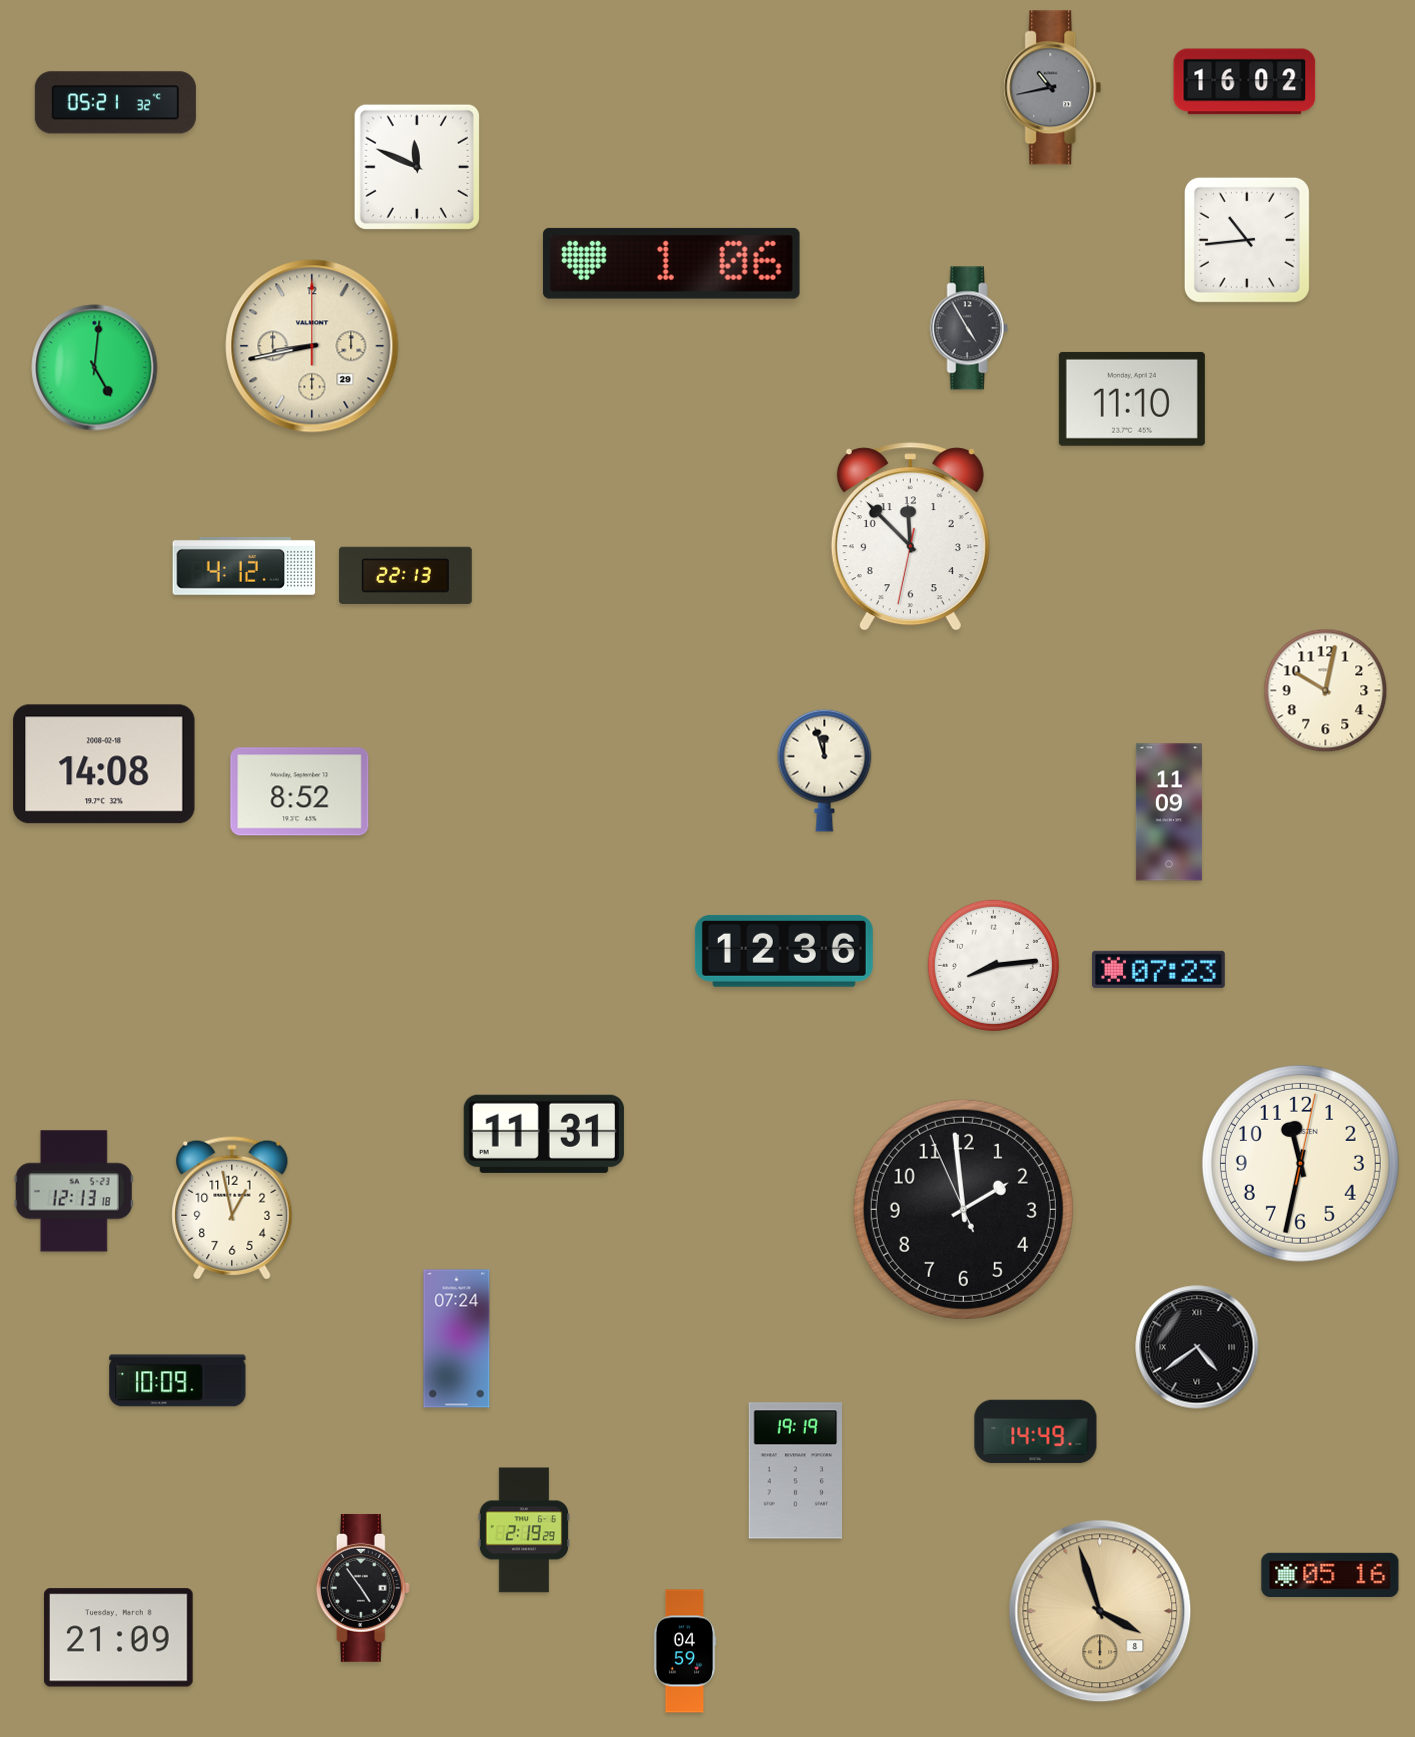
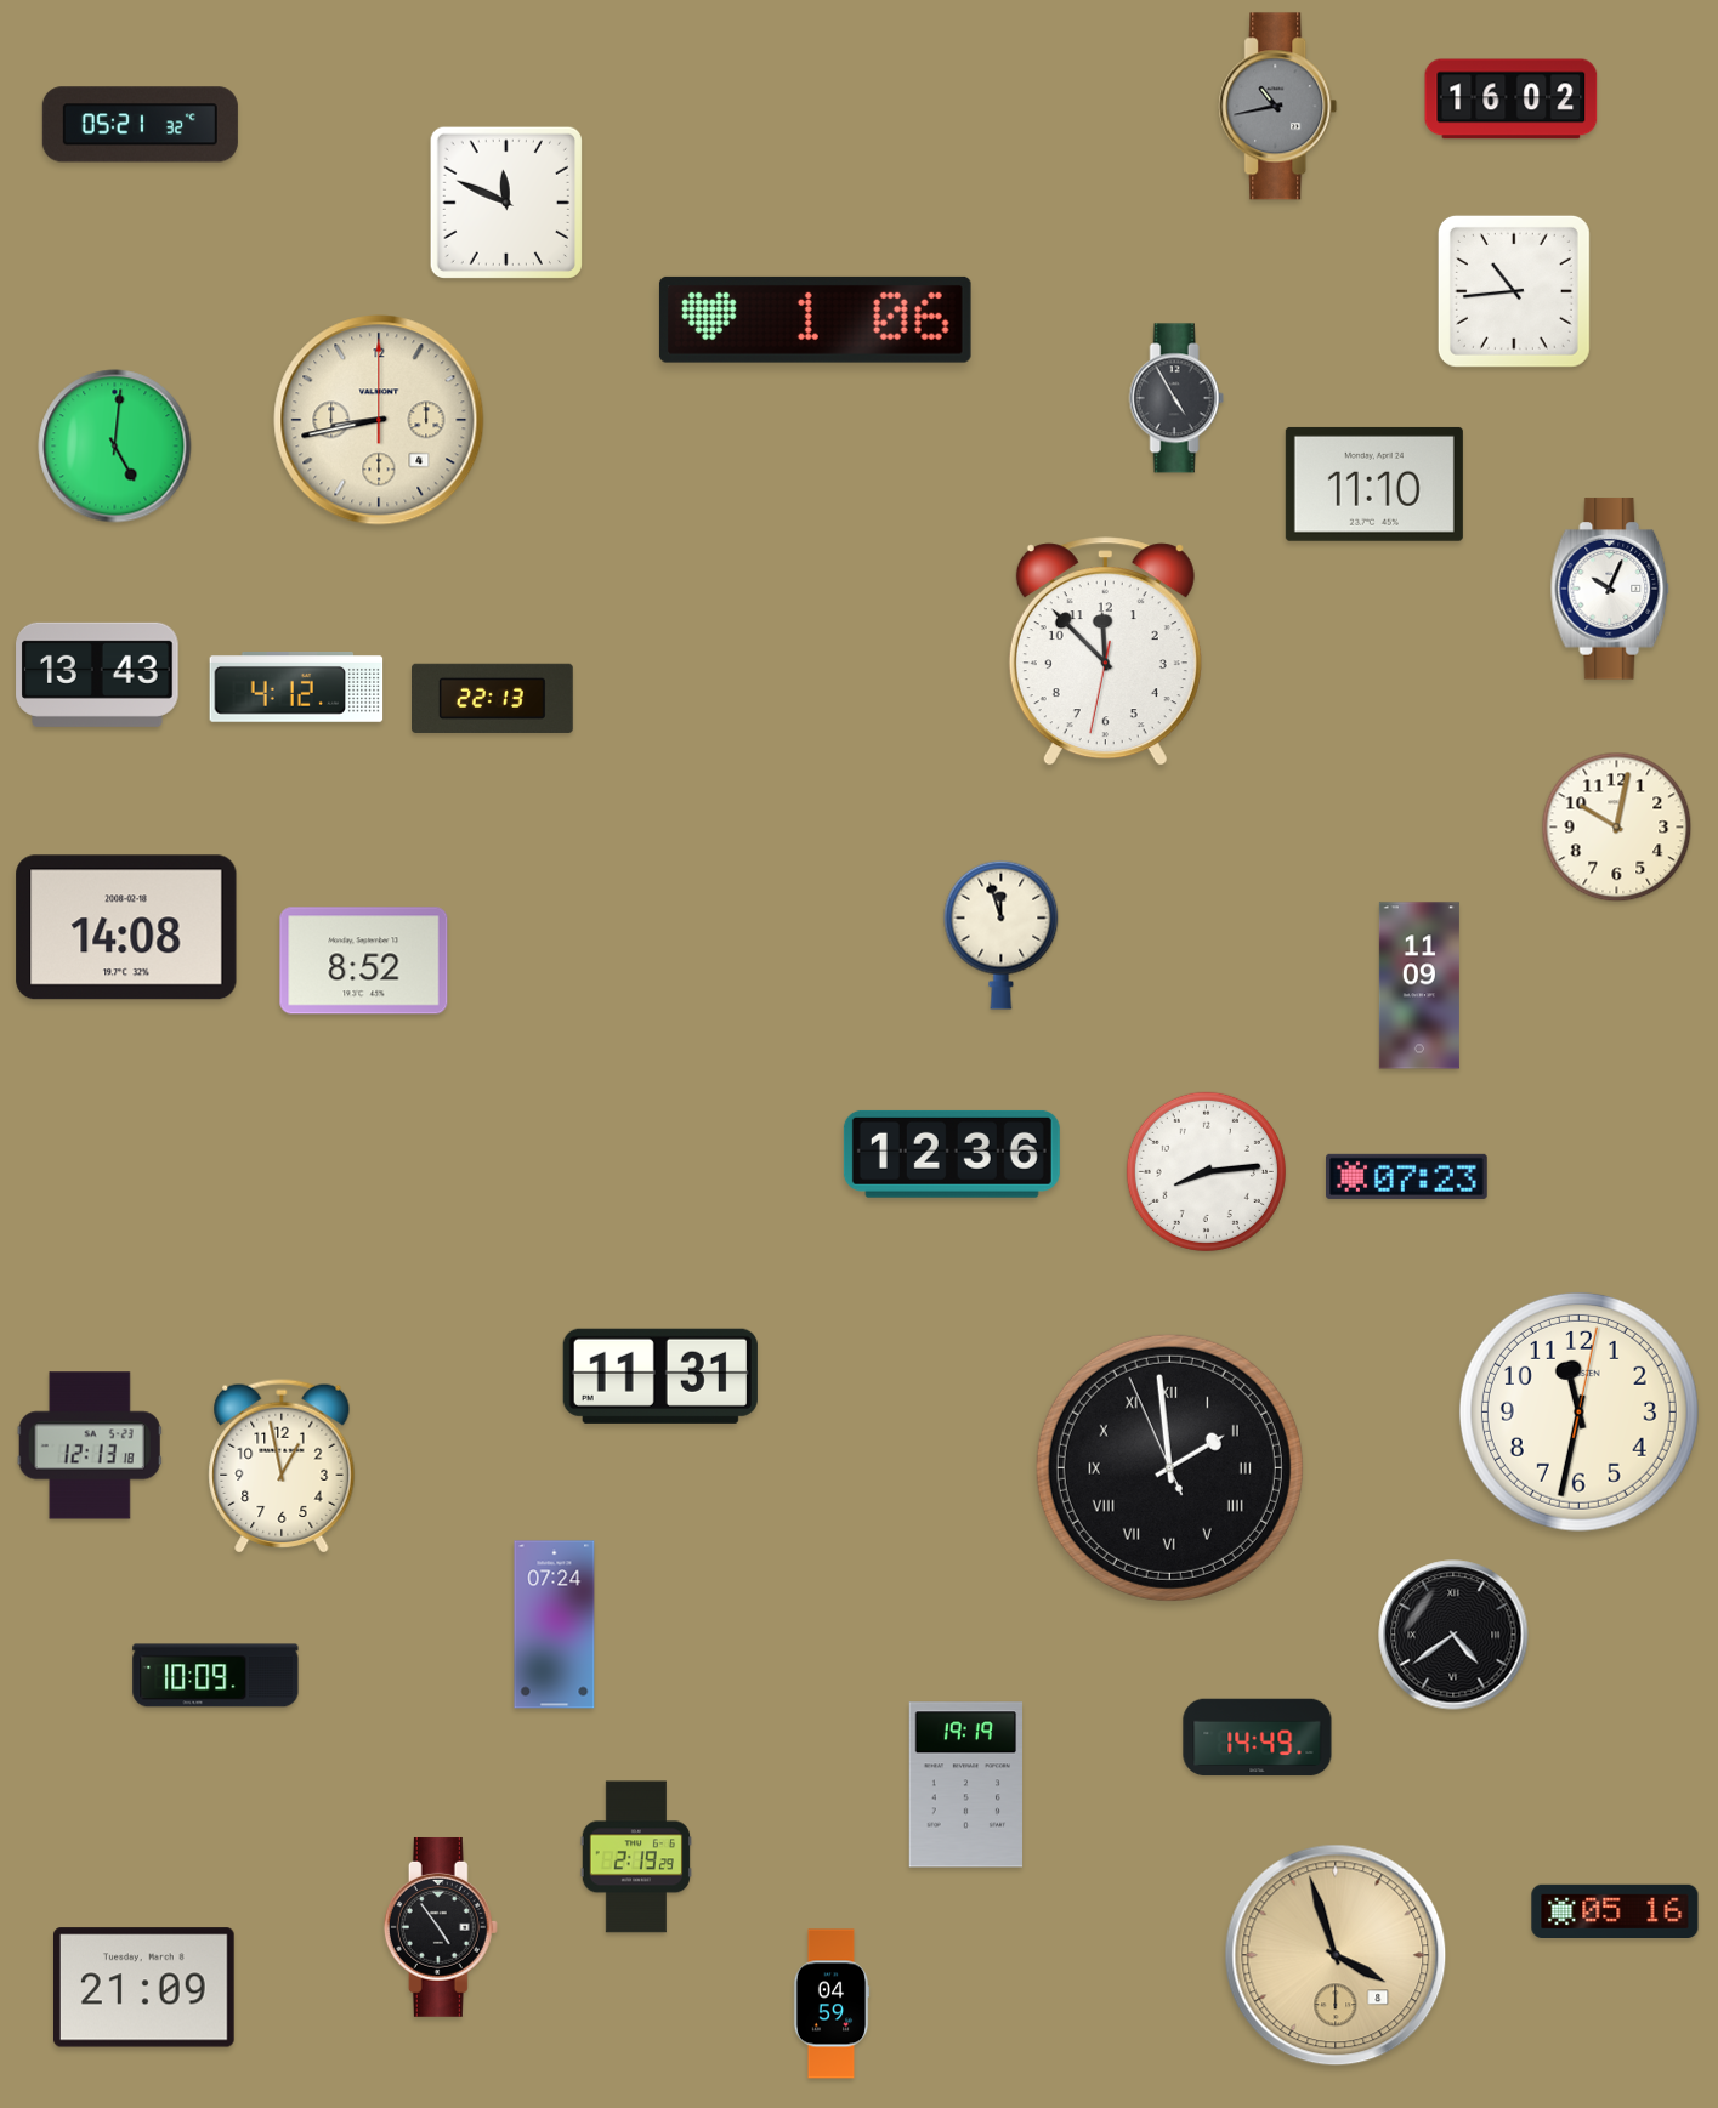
clock at (312, 346) date: 29 -> 4
clock at (1610, 589): none -> 10:04
clock at (97, 675): none -> 13:43
clock at (1326, 691) position: (1326, 691) -> (1617, 828)
clock at (963, 1209) numerals: Arabic -> Roman
